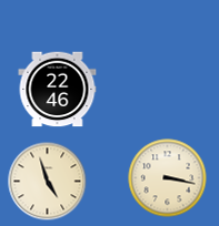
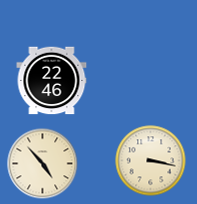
clock at (48, 182): 4:57 -> 4:53
